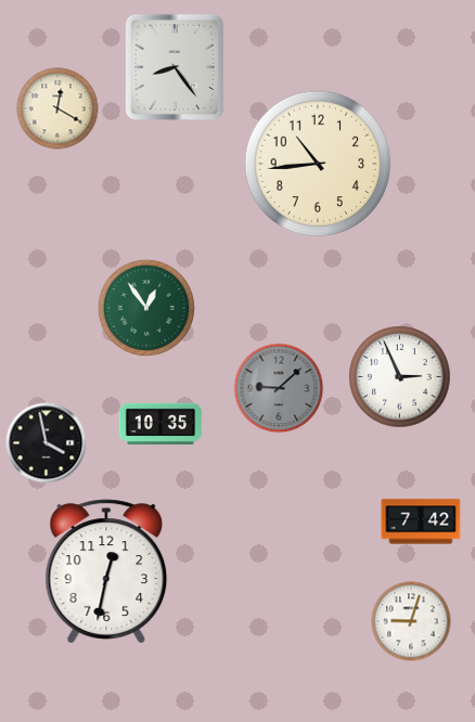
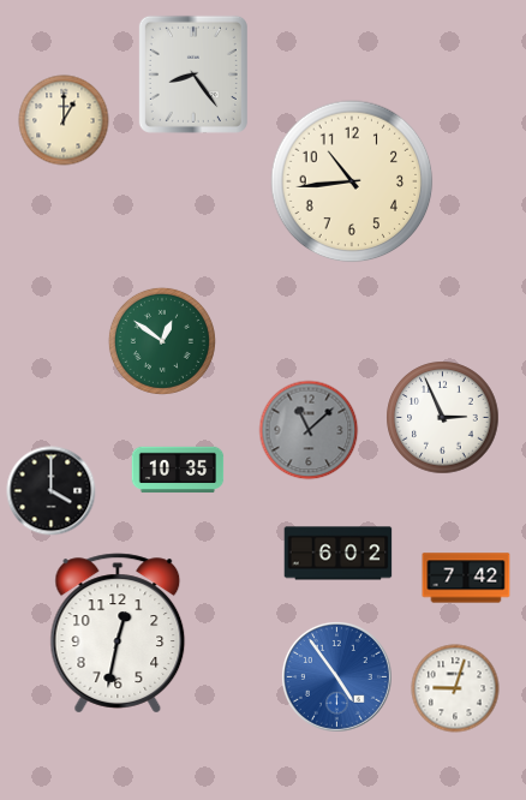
clock at (57, 108): 12:20 -> 1:00
clock at (146, 308): 12:54 -> 12:51
clock at (279, 388): 9:08 -> 11:08
clock at (47, 443): 3:58 -> 4:00
clock at (339, 554): none -> 6:02
clock at (336, 676): none -> 4:54
